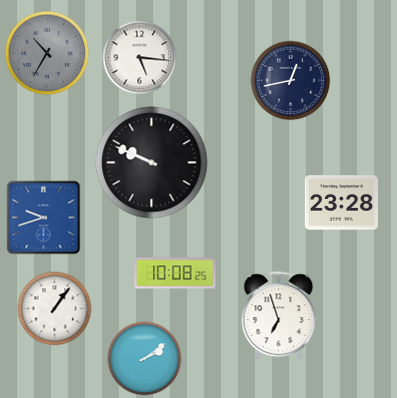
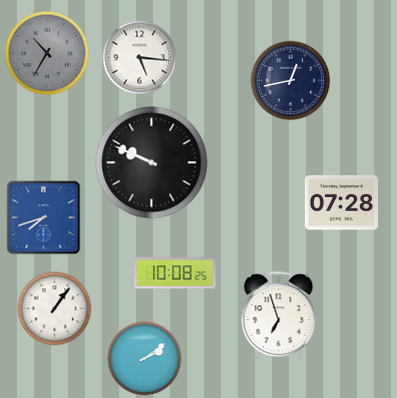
clock at (341, 203): 23:28 -> 07:28
clock at (44, 218): 9:42 -> 7:42
